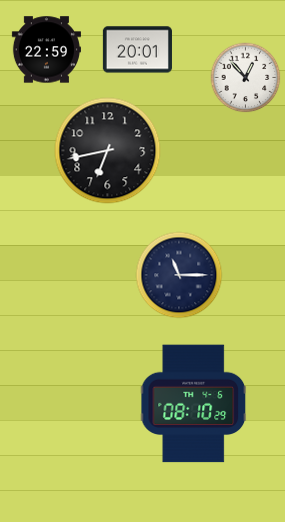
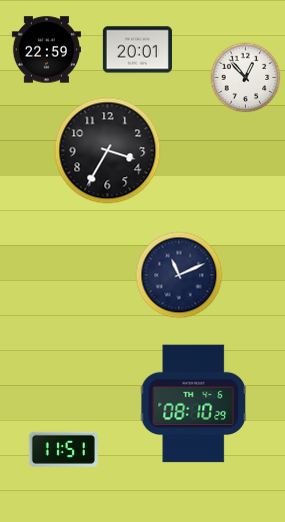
clock at (108, 151): 6:43 -> 3:35
clock at (179, 275): 11:15 -> 11:11
clock at (63, 449): none -> 11:51
